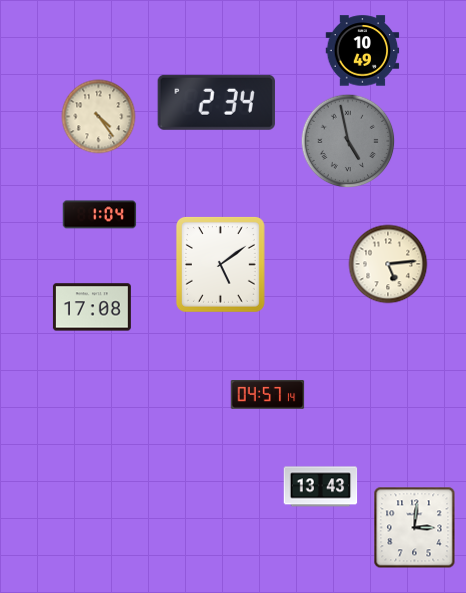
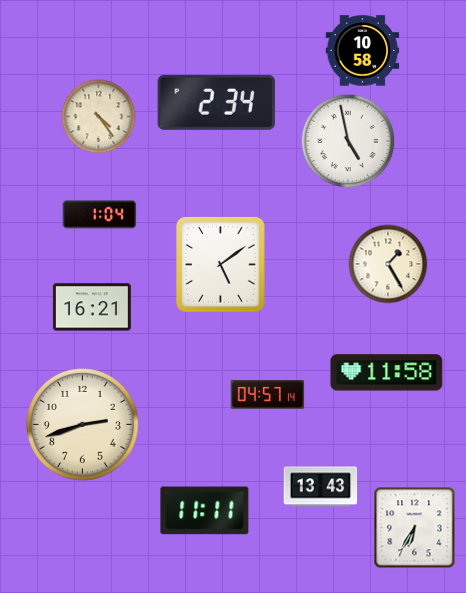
clock at (363, 51): 10:49 -> 10:58
clock at (348, 141) dial: grey -> white
clock at (388, 264): 5:14 -> 1:25
clock at (92, 307): 17:08 -> 16:21
clock at (387, 373): none -> 11:58
clock at (83, 425): none -> 2:42
clock at (205, 511): none -> 11:11
clock at (415, 528): 3:01 -> 6:35
